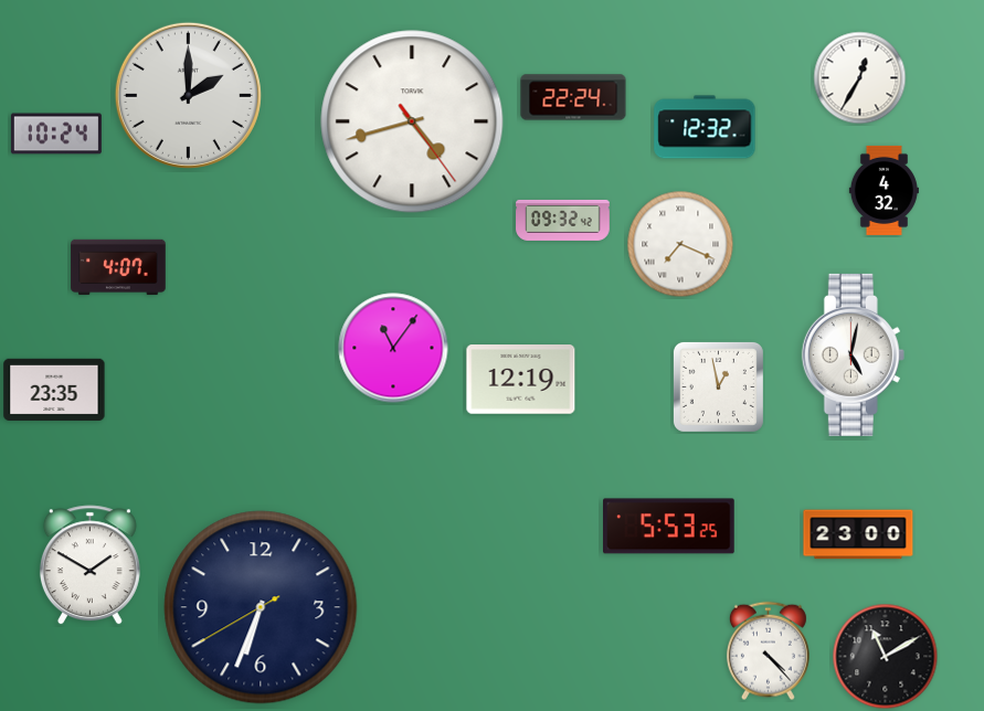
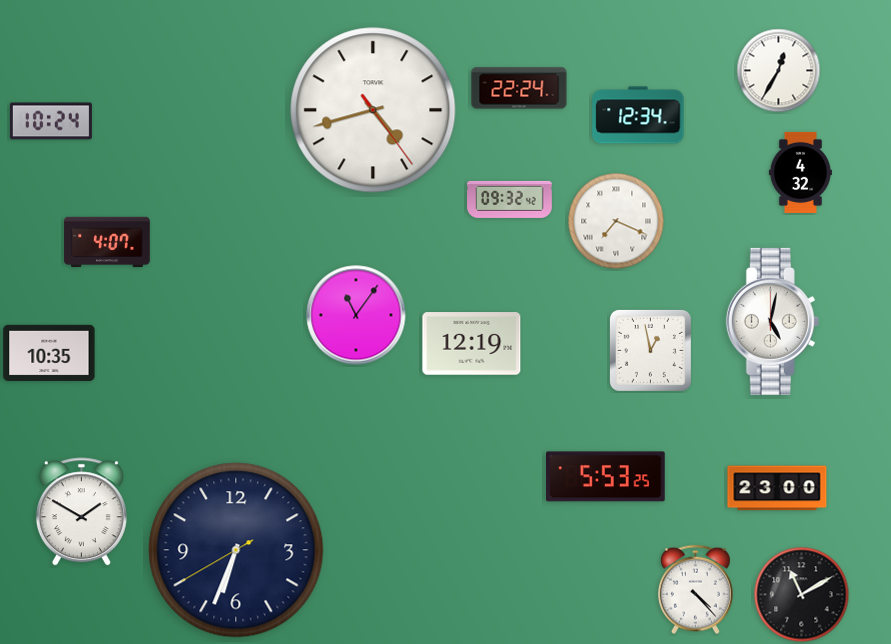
clock at (188, 95): 2:00 -> none
clock at (705, 127): 12:32 -> 12:34
clock at (54, 390): 23:35 -> 10:35
clock at (858, 534) position: (858, 534) -> (777, 488)
